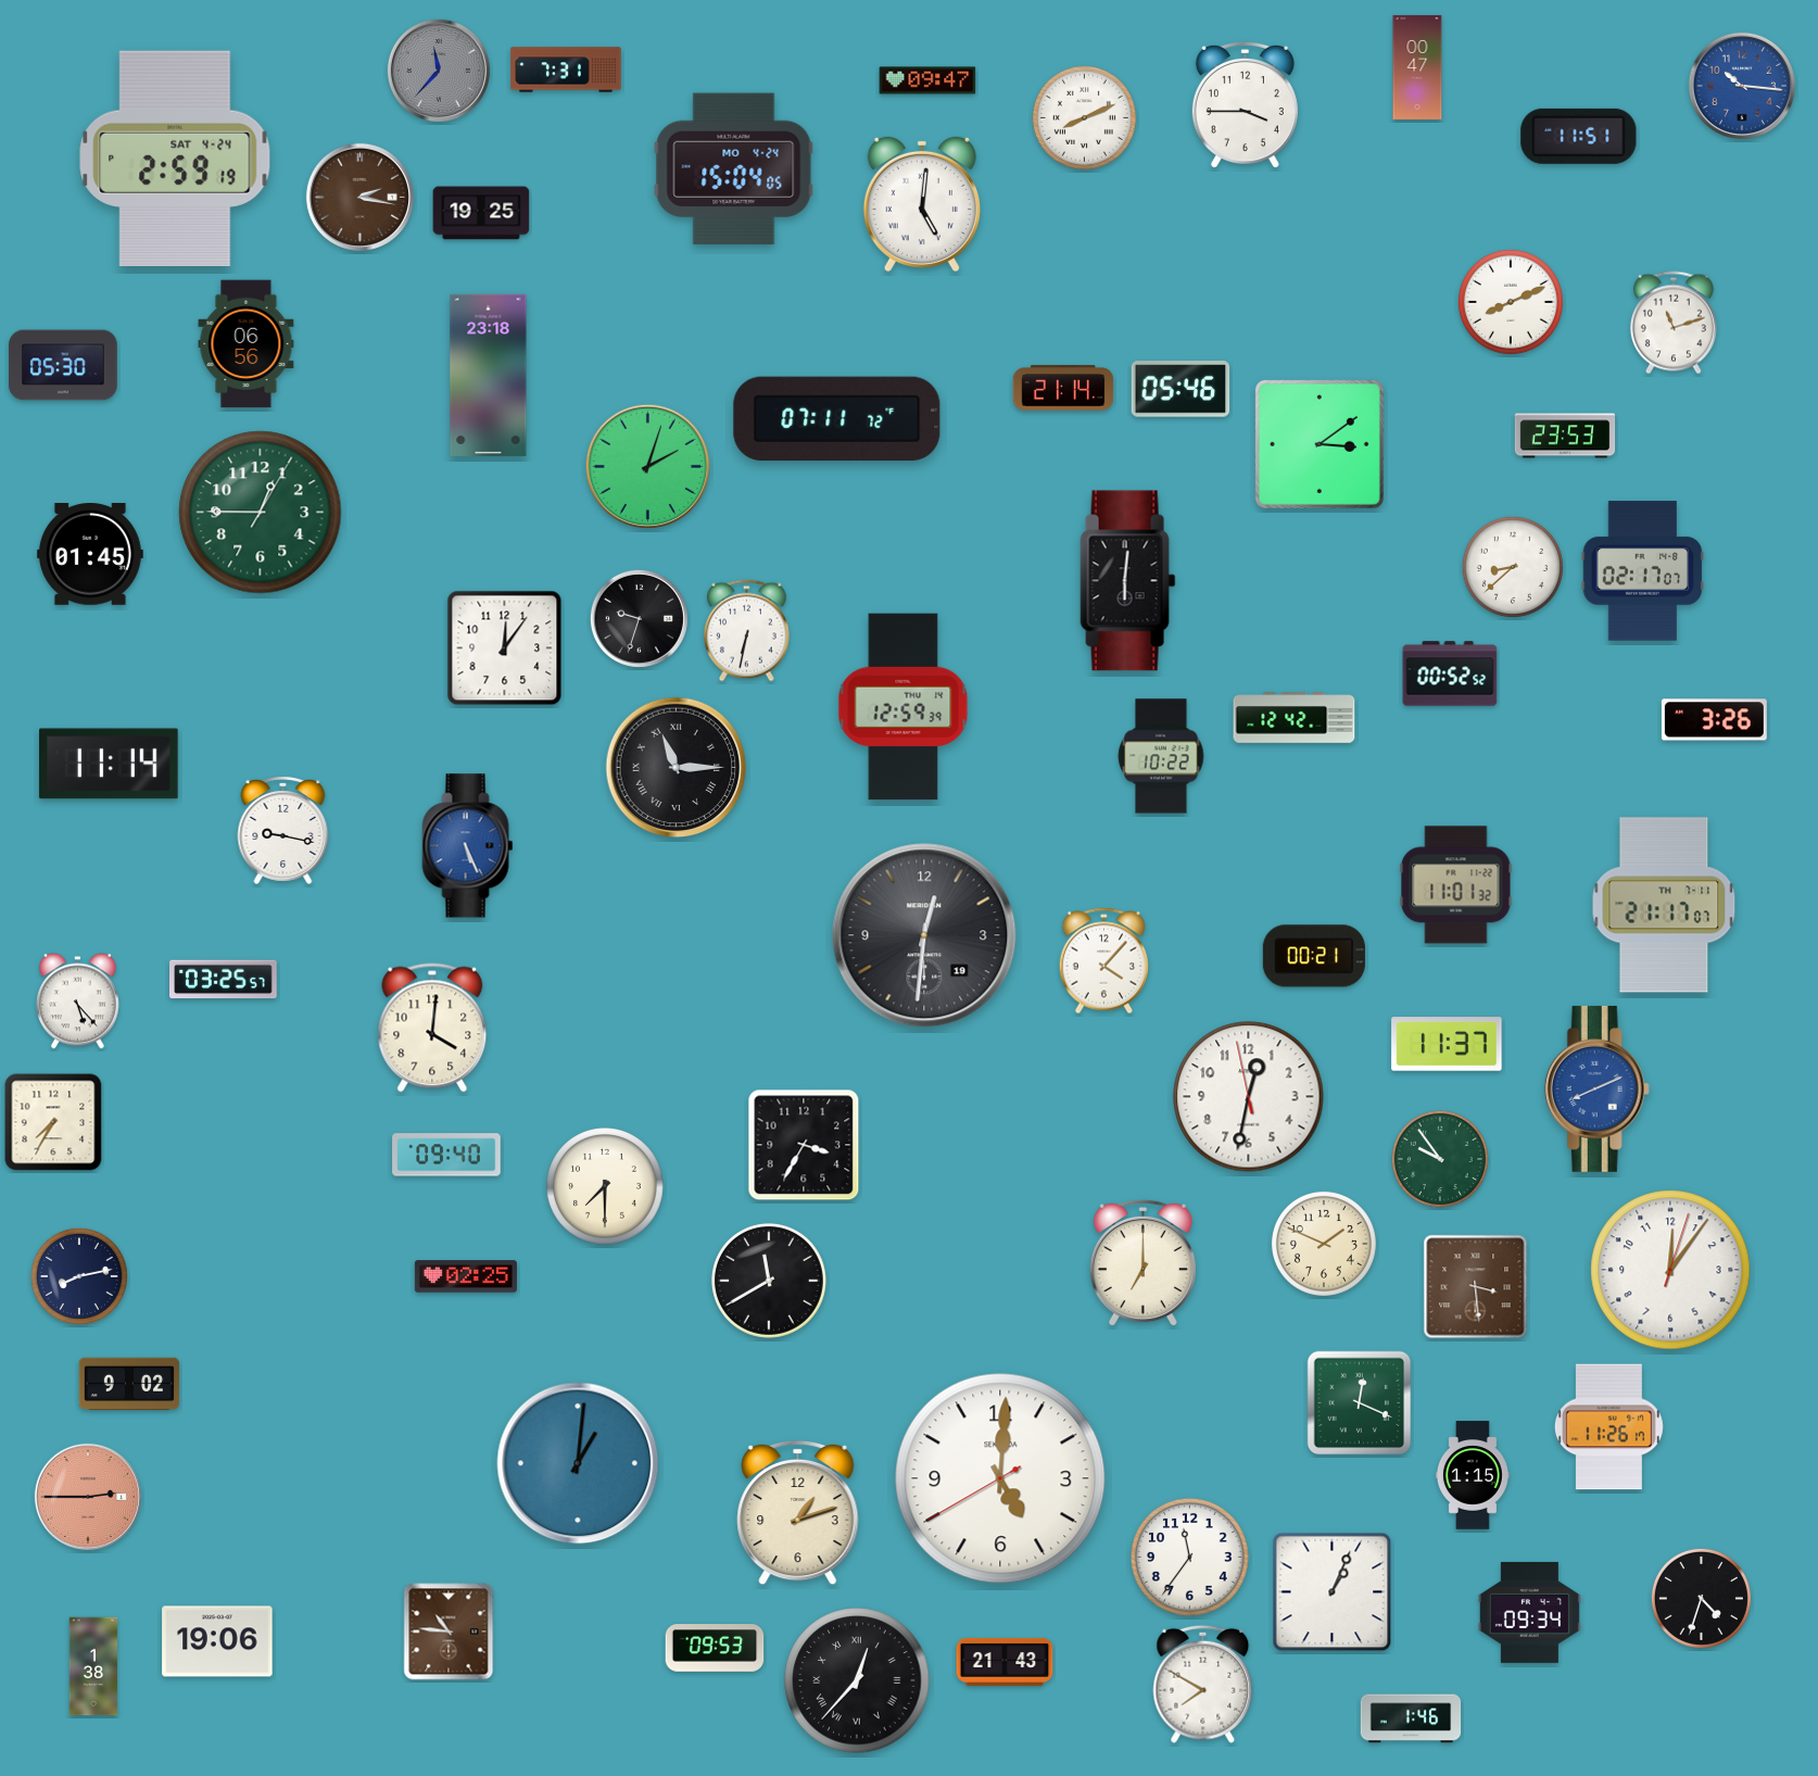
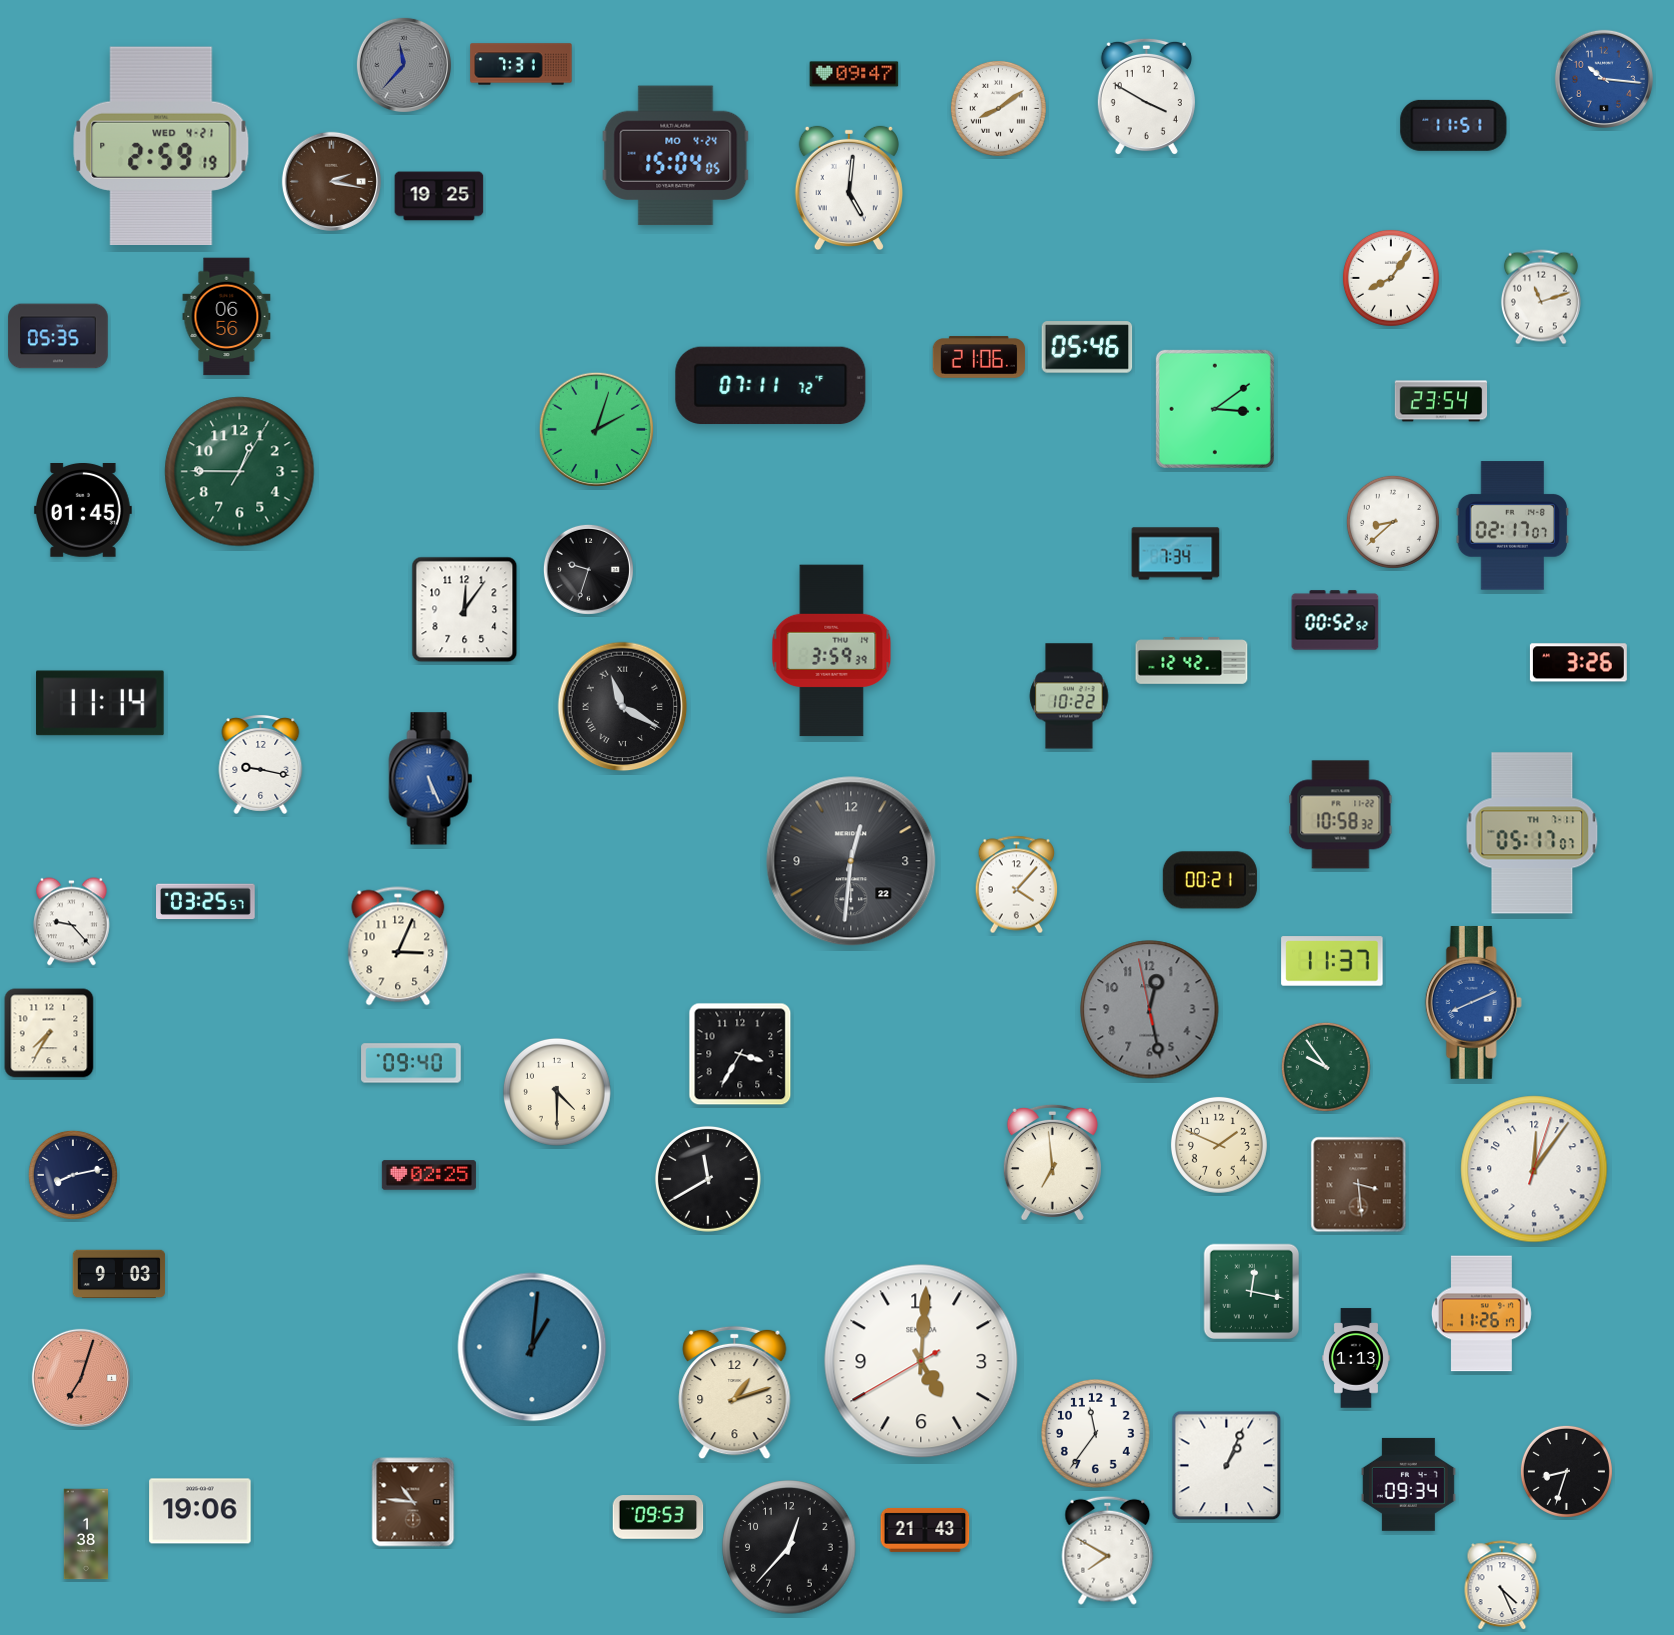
clock at (1417, 67): 00:47 -> none
clock at (1245, 105): 3:45 -> 3:50
clock at (1084, 117): 8:11 -> 8:09
clock at (175, 158) date: SAT 4-24 -> WED 4-21
clock at (481, 213) position: (481, 213) -> (439, 196)
clock at (1511, 302): 8:11 -> 8:06
clock at (63, 365): 05:30 -> 05:35
clock at (489, 375): 23:18 -> none
clock at (1063, 388): 21:14 -> 21:06
clock at (1181, 389) position: (1181, 389) -> (1087, 347)
clock at (1565, 436): 23:53 -> 23:54
clock at (1128, 581): 6:01 -> none
clock at (1176, 554): none -> 7:34
clock at (747, 631): 6:32 -> none
clock at (505, 648) position: (505, 648) -> (465, 610)
clock at (904, 707): 12:59 -> 3:59
clock at (677, 768): 11:15 -> 11:20
clock at (1456, 885): 11:01 -> 10:58
clock at (1664, 905): 21:17 -> 05:17
clock at (924, 935) date: 19 -> 22
clock at (78, 1002): 5:23 -> 9:23
clock at (432, 1028): 4:01 -> 3:04
clock at (1596, 1088) position: (1596, 1088) -> (1473, 1002)
clock at (1249, 1097): 12:31 -> 12:27
clock at (1249, 1097) dial: white -> grey
clock at (605, 1186): 7:30 -> 4:30
clock at (1142, 1263): 7:00 -> 6:59
clock at (1670, 1270) position: (1670, 1270) -> (1534, 1169)
clock at (129, 1384): 9:02 -> 9:03
clock at (1360, 1403): 12:19 -> 12:17
clock at (1473, 1475): 1:15 -> 1:13
clock at (88, 1497): 2:45 -> 7:03
clock at (1701, 1598): 4:33 -> 8:33
clock at (857, 1680) numerals: Roman -> Arabic
clock at (1411, 1718): 1:46 -> none
clock at (1502, 1586): none -> 4:26
